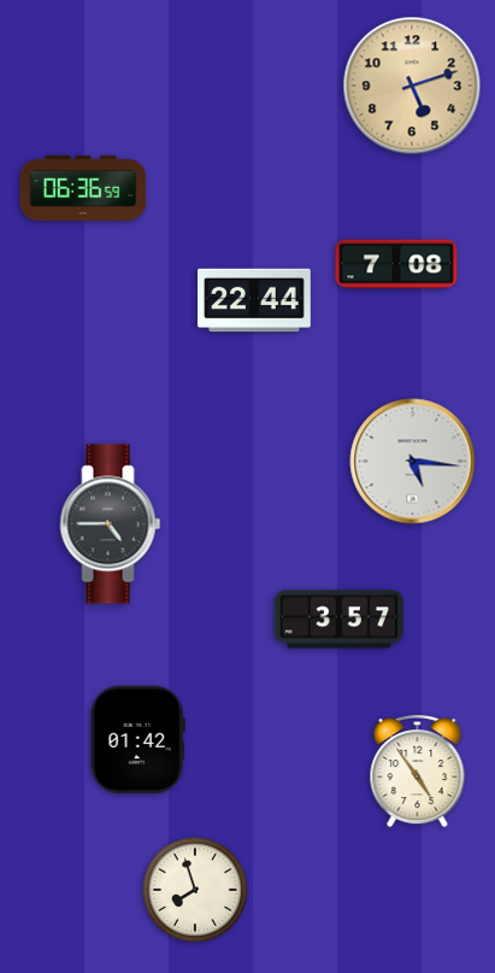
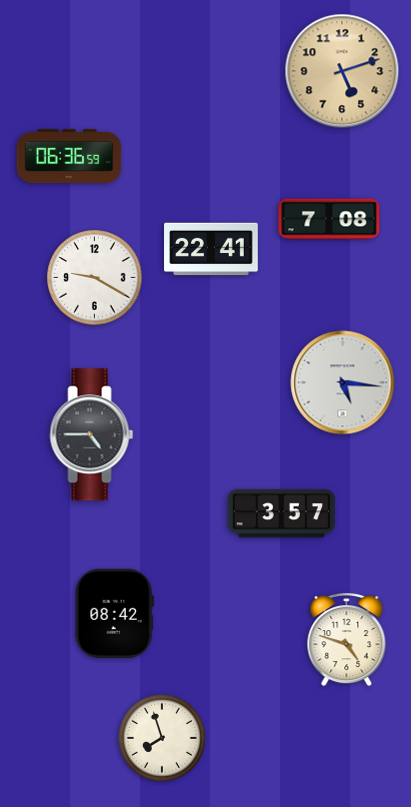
clock at (254, 300): 22:44 -> 22:41
clock at (95, 278): none -> 9:20
clock at (137, 739): 01:42 -> 08:42
clock at (418, 770): 4:54 -> 4:48
